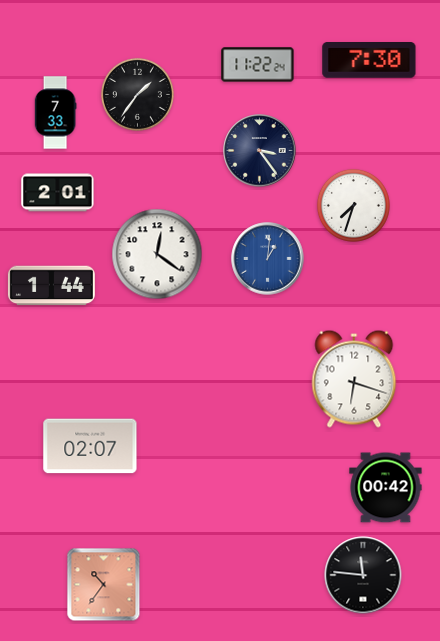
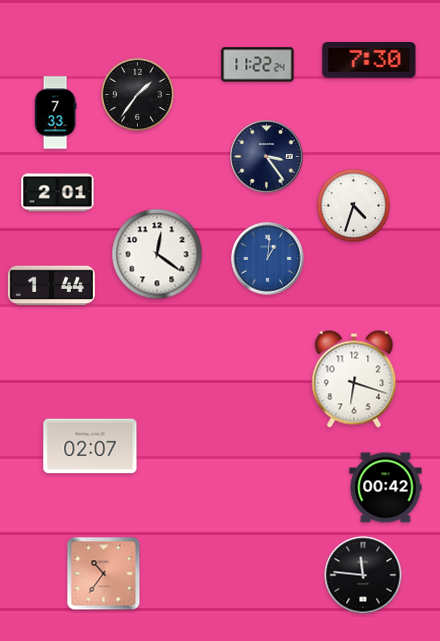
clock at (260, 151) position: (260, 151) -> (267, 157)
clock at (353, 205): 7:33 -> 4:33
clock at (104, 585) position: (104, 585) -> (104, 574)
